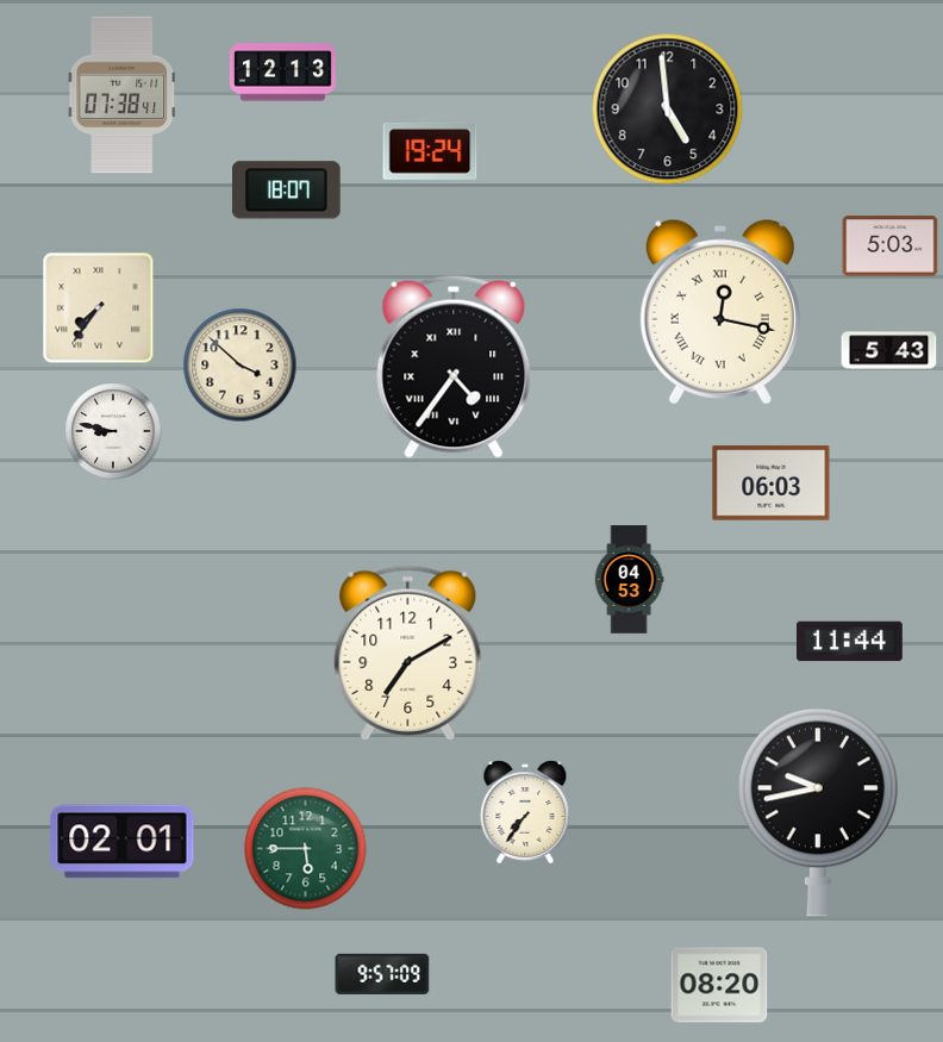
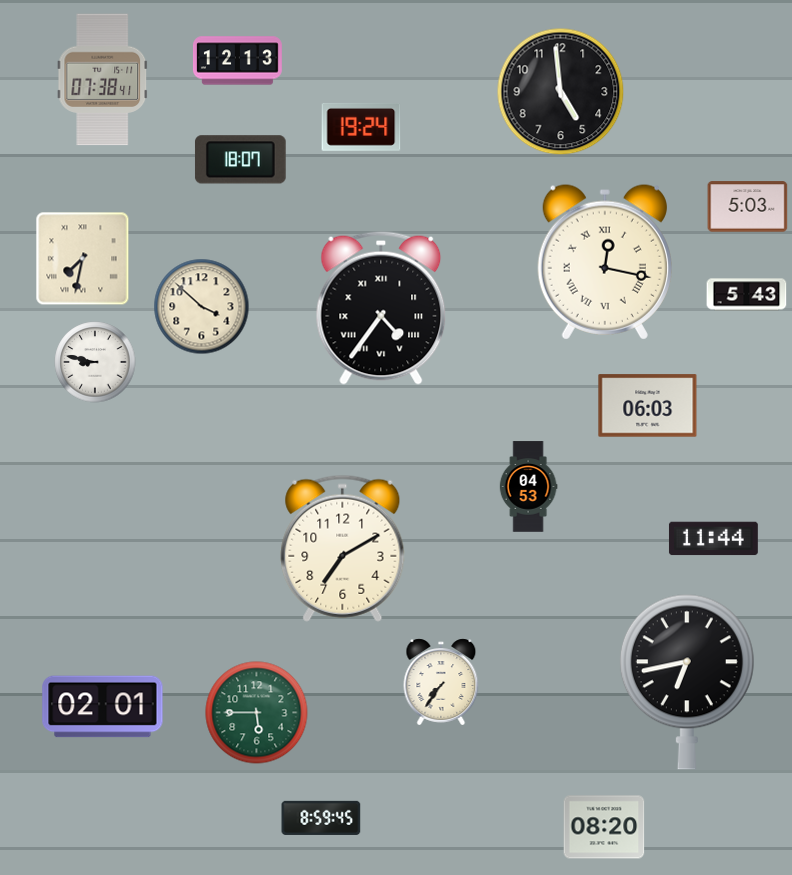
clock at (99, 308): 7:36 -> 7:32
clock at (818, 812): 9:43 -> 6:43
clock at (382, 974): 9:57 -> 8:59
